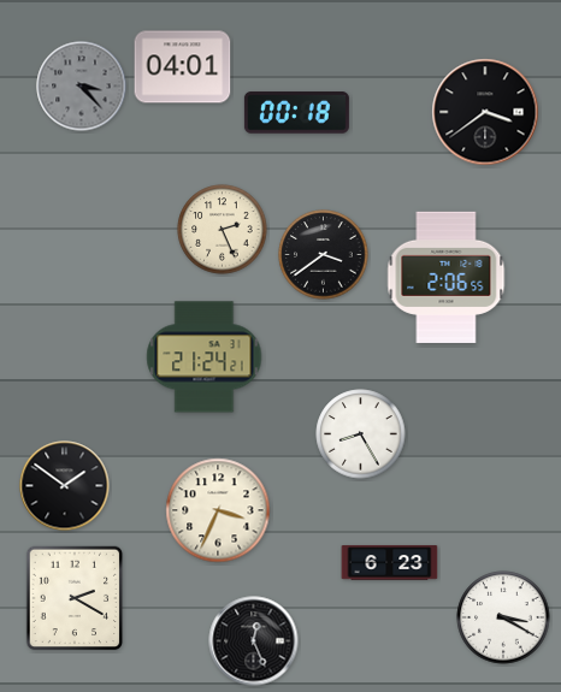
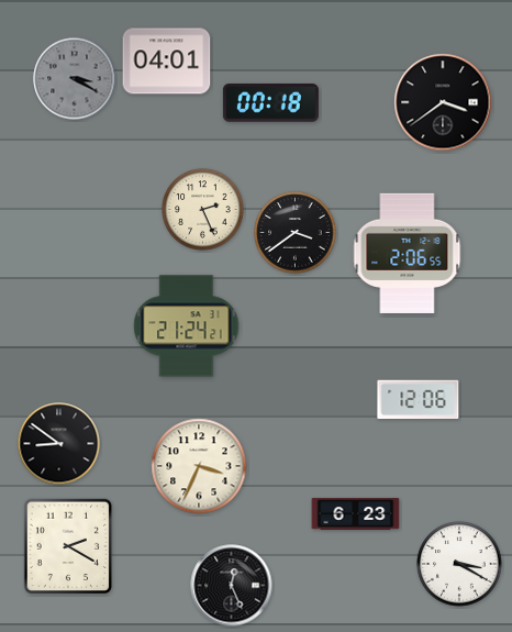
clock at (82, 87): 3:23 -> 3:20
clock at (361, 434): 8:25 -> none
clock at (419, 400): none -> 12:06
clock at (65, 486): 1:51 -> 8:51
